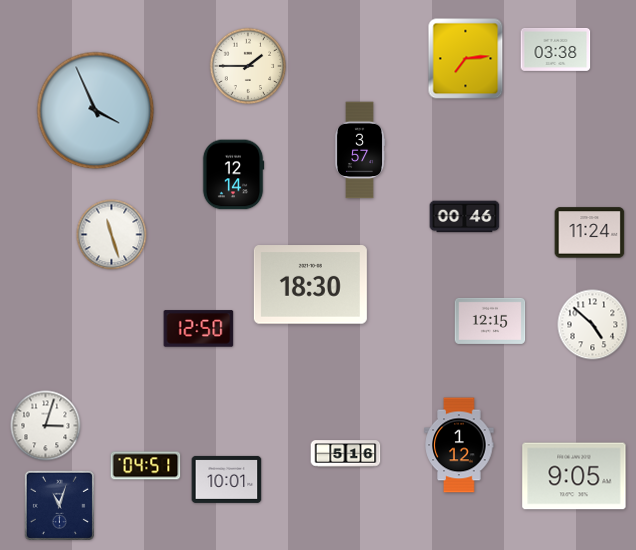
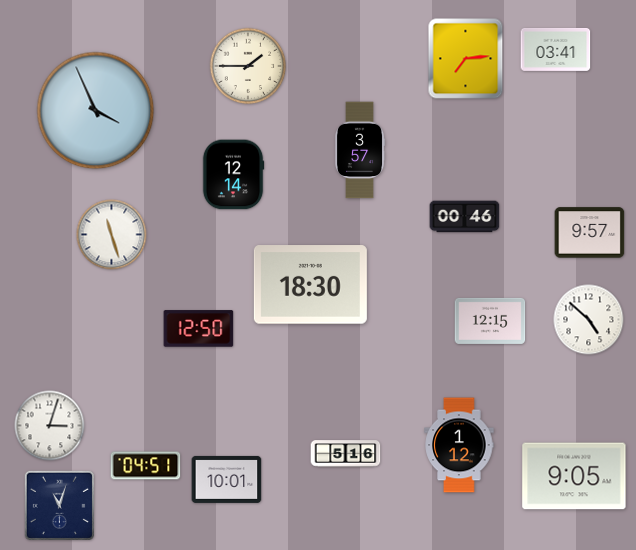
clock at (556, 49): 03:38 -> 03:41
clock at (590, 233): 11:24 -> 9:57
clock at (593, 325) position: (593, 325) -> (589, 320)
clock at (46, 426) position: (46, 426) -> (50, 426)
